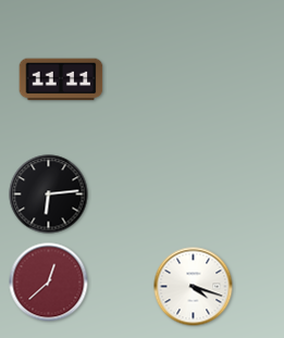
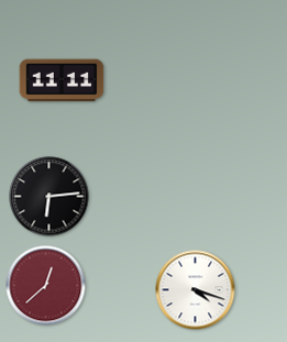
clock at (49, 283) position: (49, 283) -> (46, 286)
